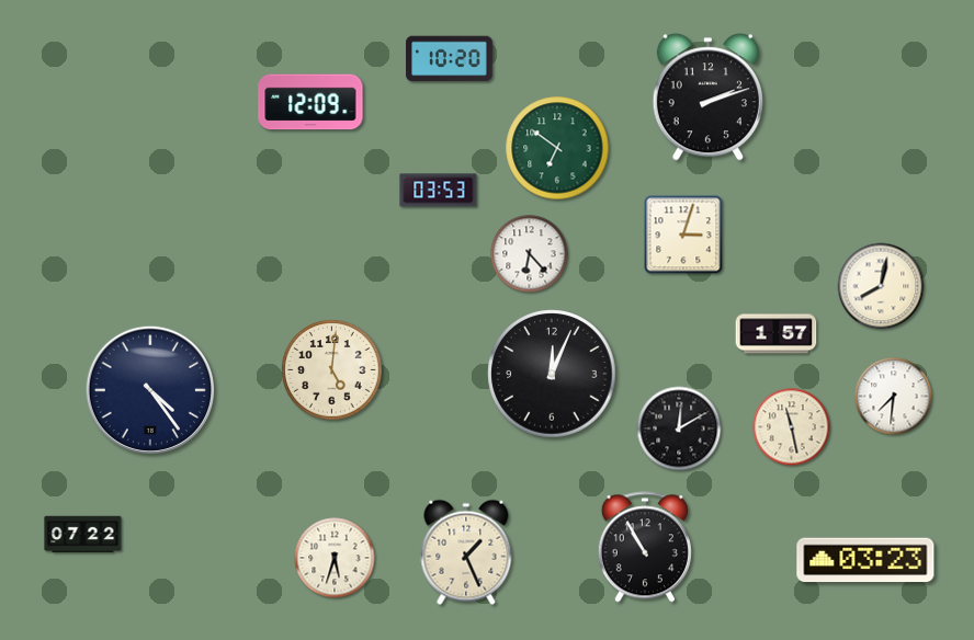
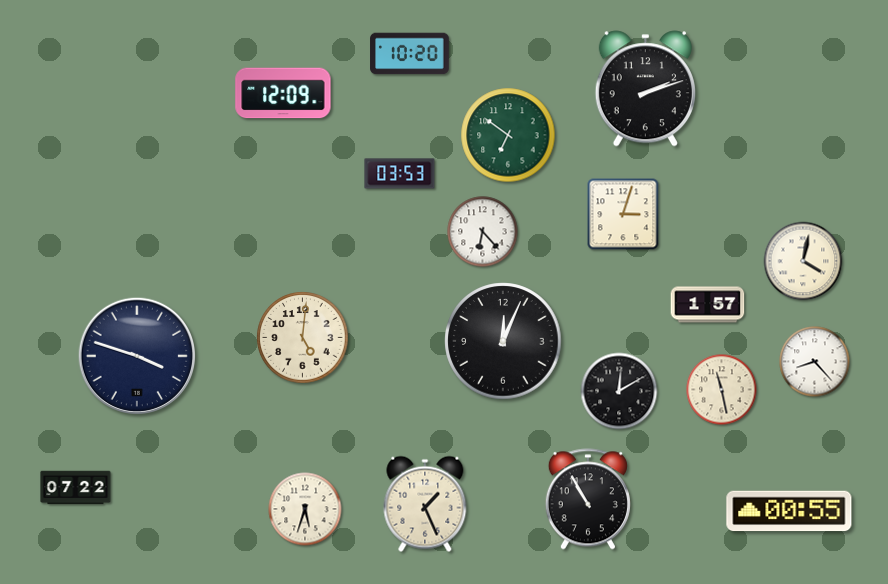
clock at (881, 286): 8:02 -> 4:02
clock at (149, 389): 4:24 -> 3:48
clock at (894, 397): 7:31 -> 8:23
clock at (865, 560): 03:23 -> 00:55
